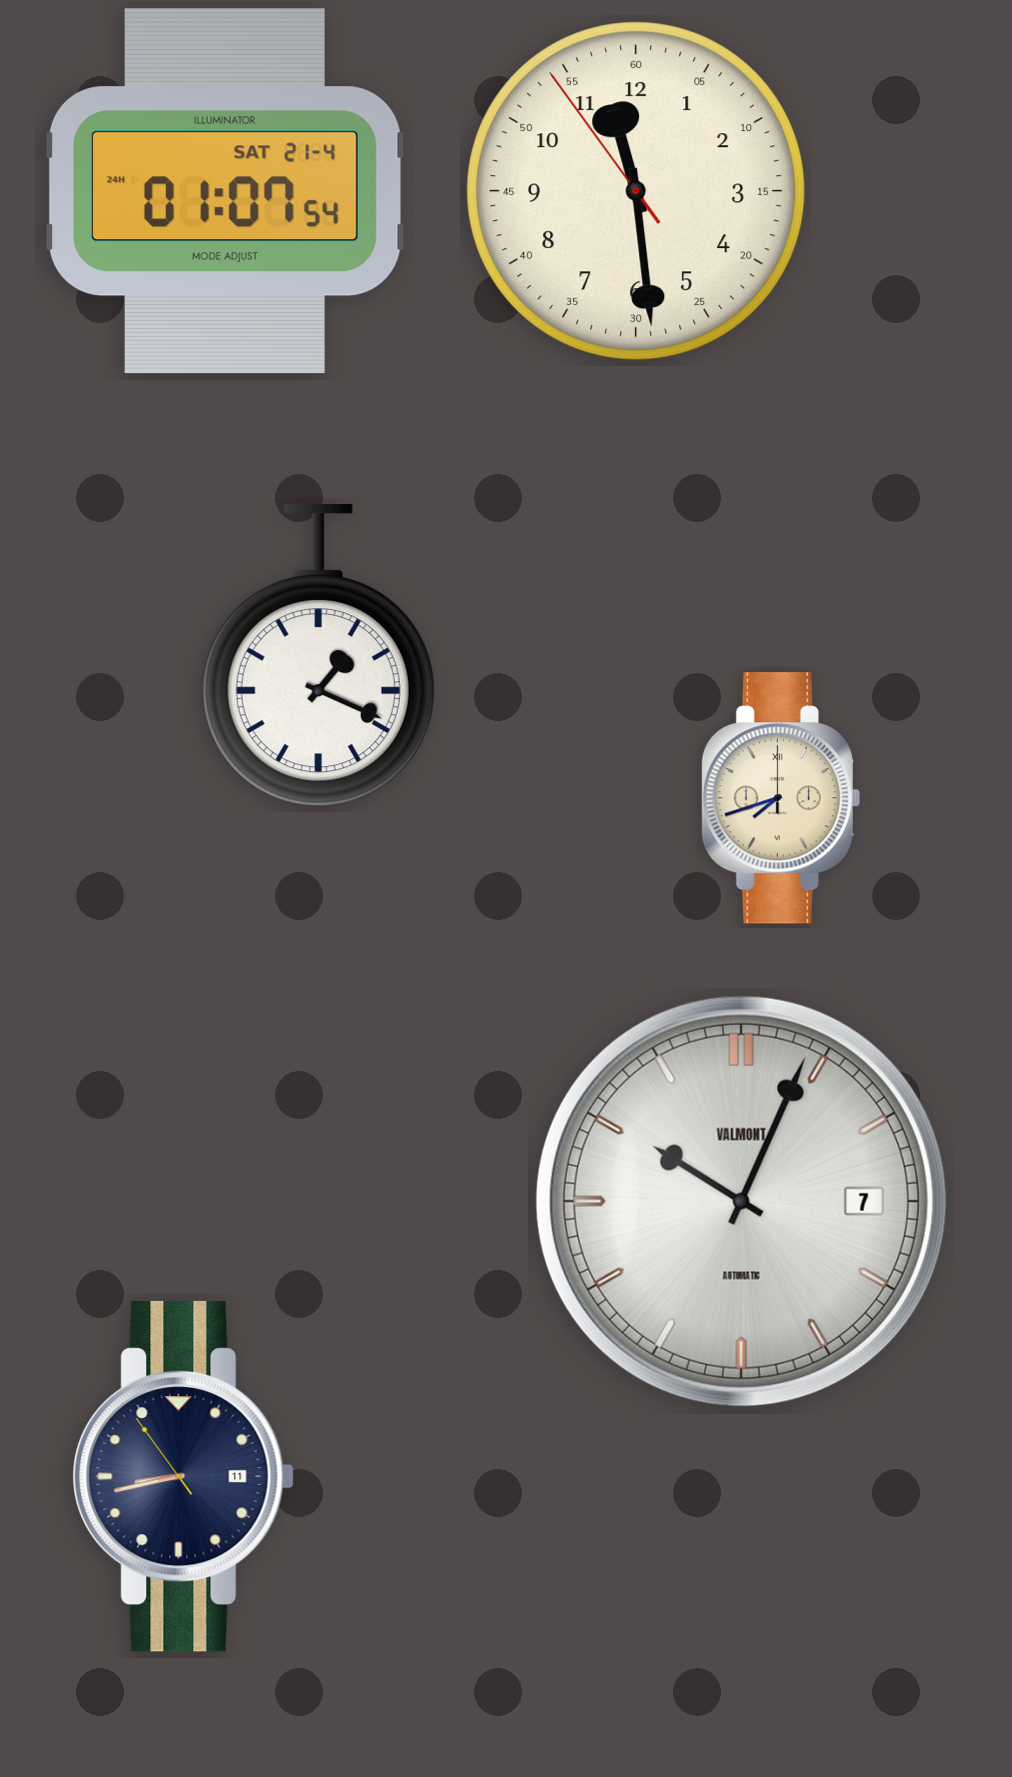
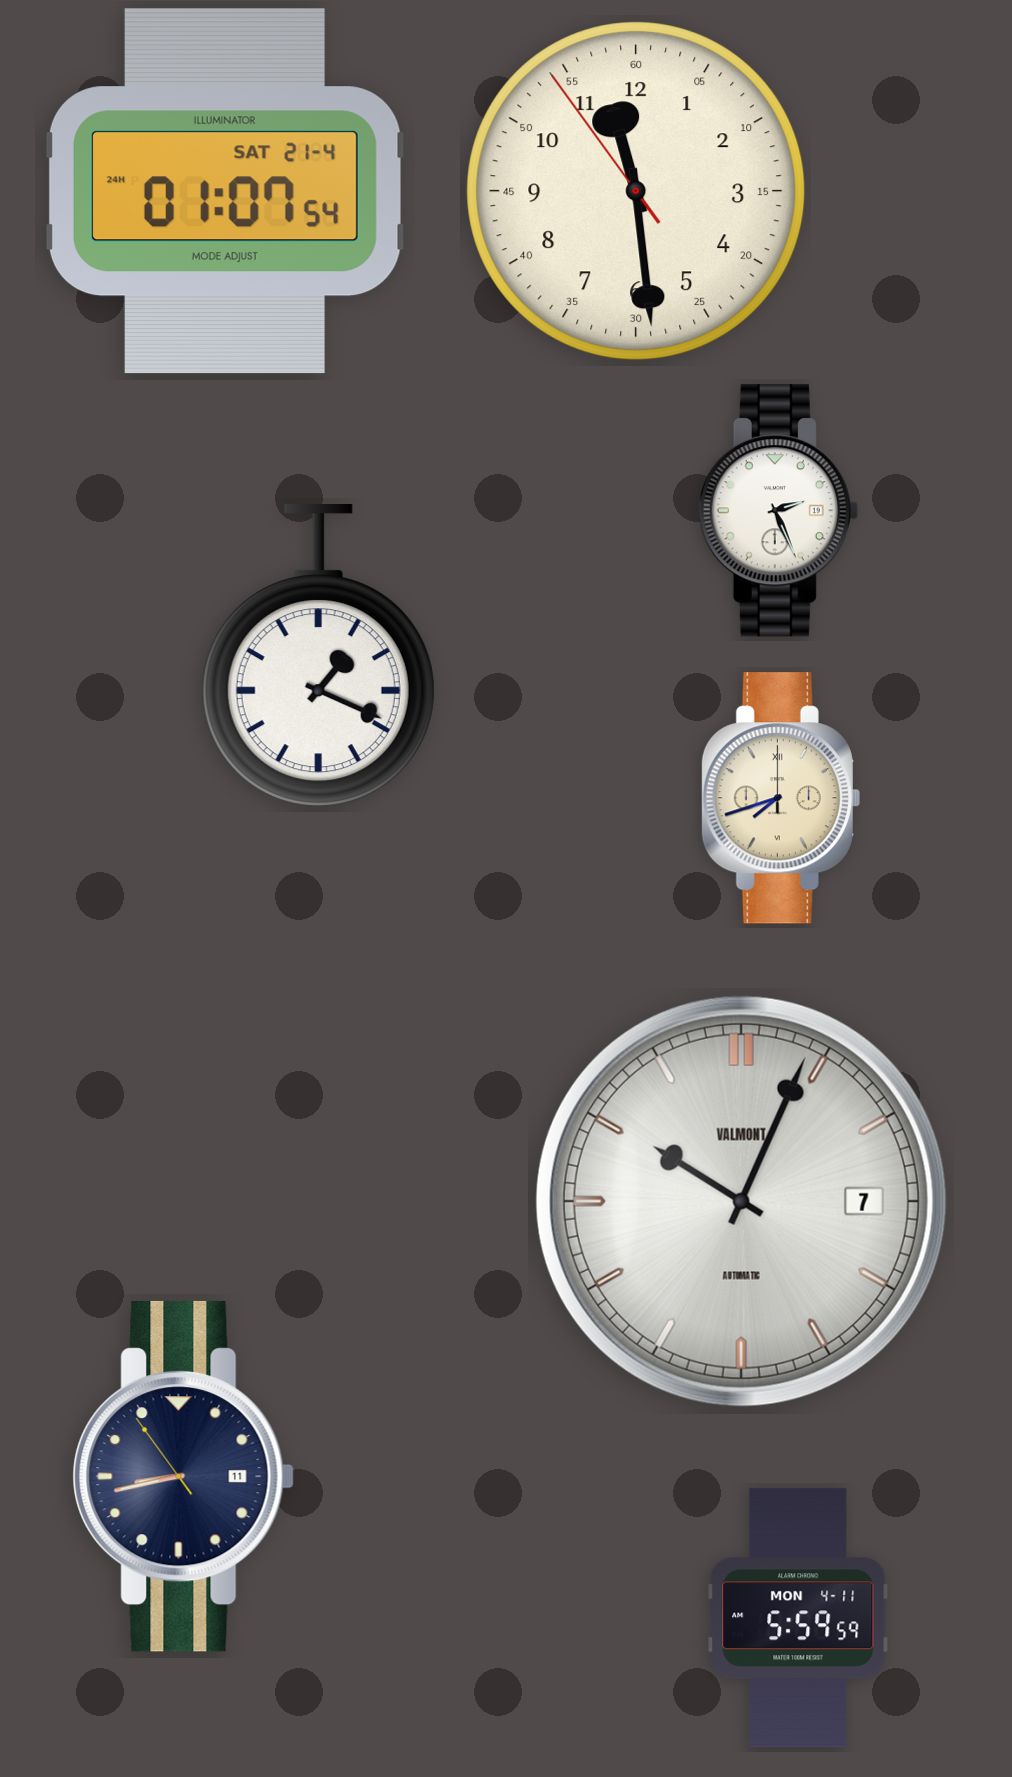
clock at (778, 511): none -> 2:26
clock at (798, 1618): none -> 5:59
